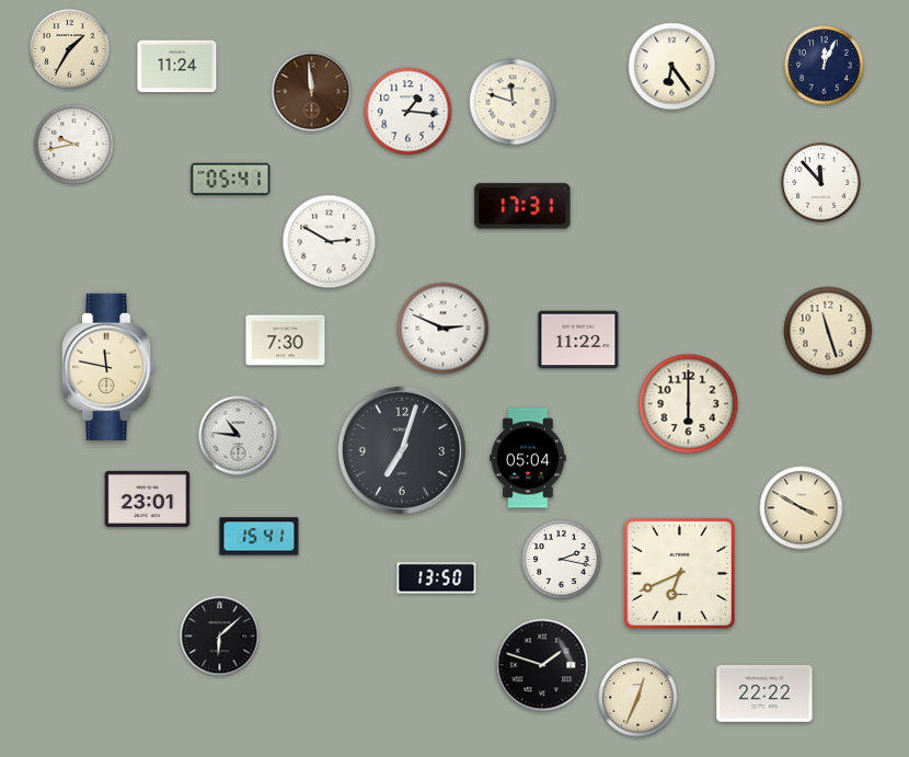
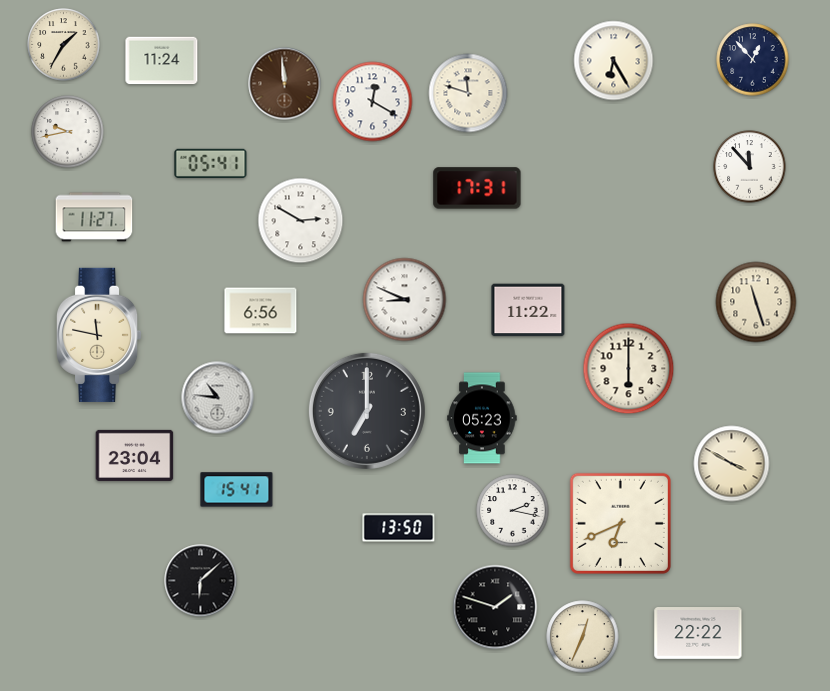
clock at (825, 66): 12:04 -> 12:53
clock at (672, 67): 6:24 -> 6:25
clock at (409, 112): 1:16 -> 12:20
clock at (94, 217): none -> 11:27
clock at (444, 329): 2:49 -> 8:49
clock at (286, 341): 7:30 -> 6:56
clock at (402, 450): 7:03 -> 7:00
clock at (528, 458): 05:04 -> 05:23
clock at (148, 498): 23:01 -> 23:04
